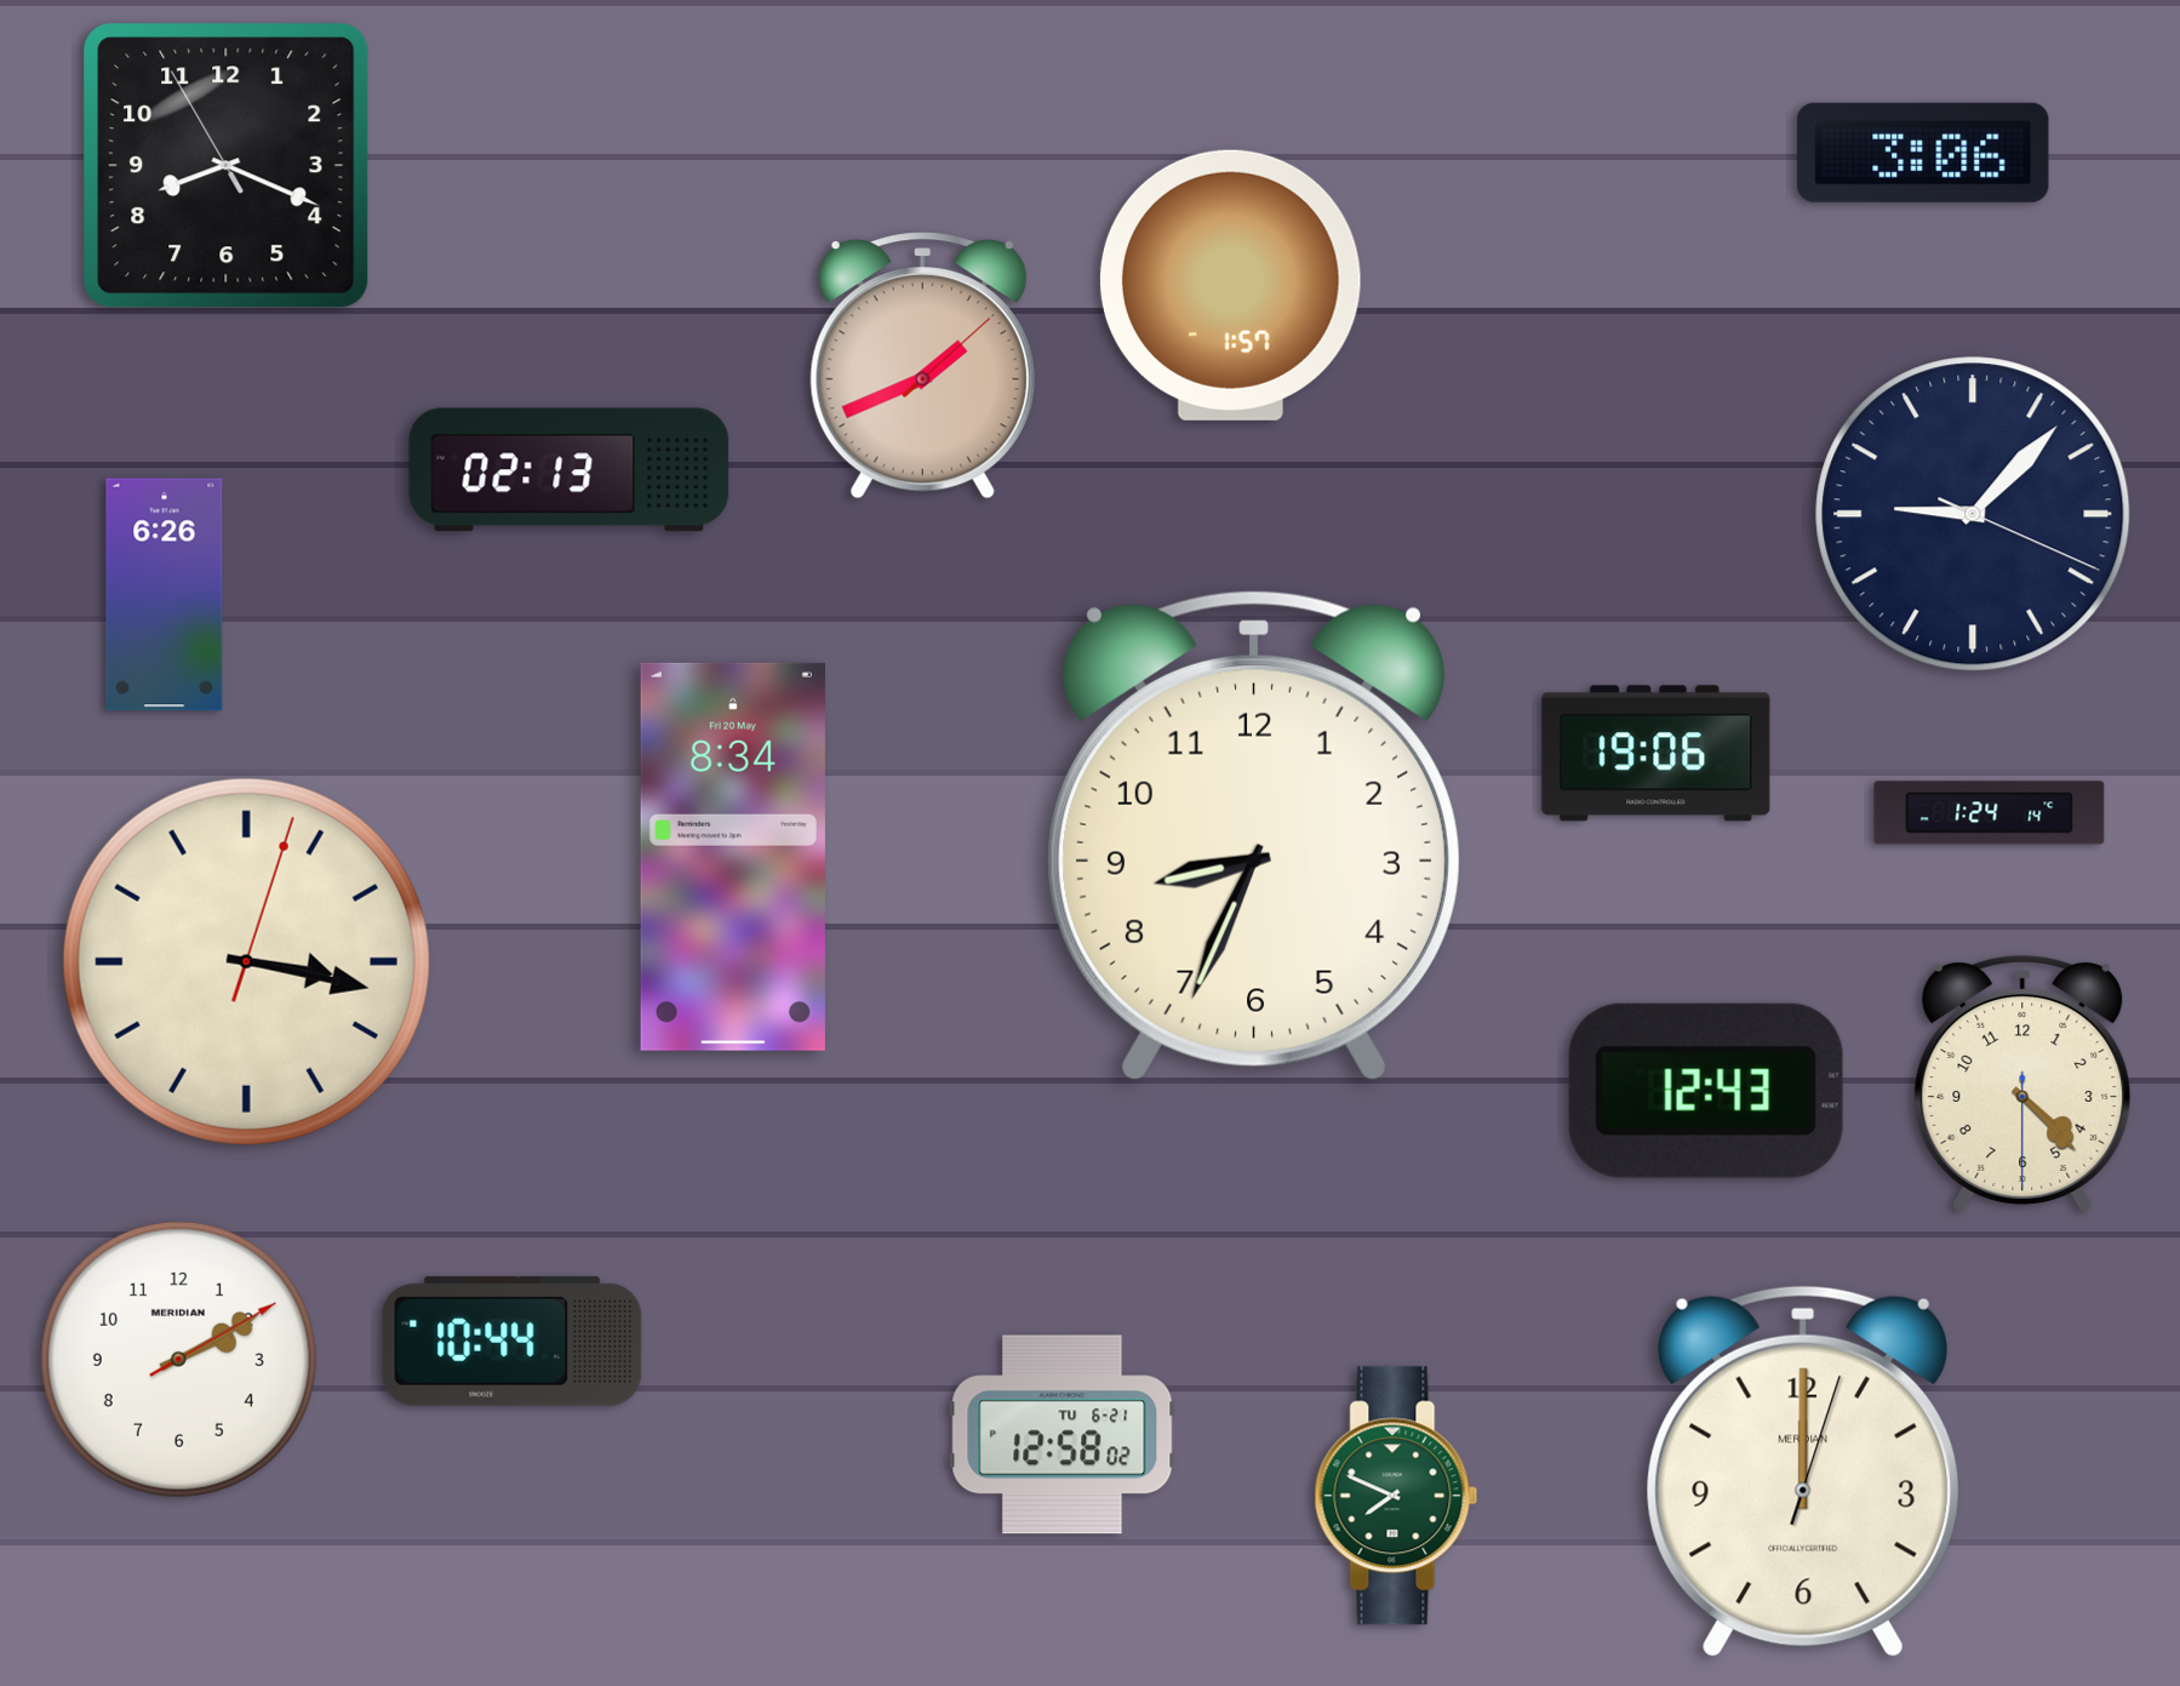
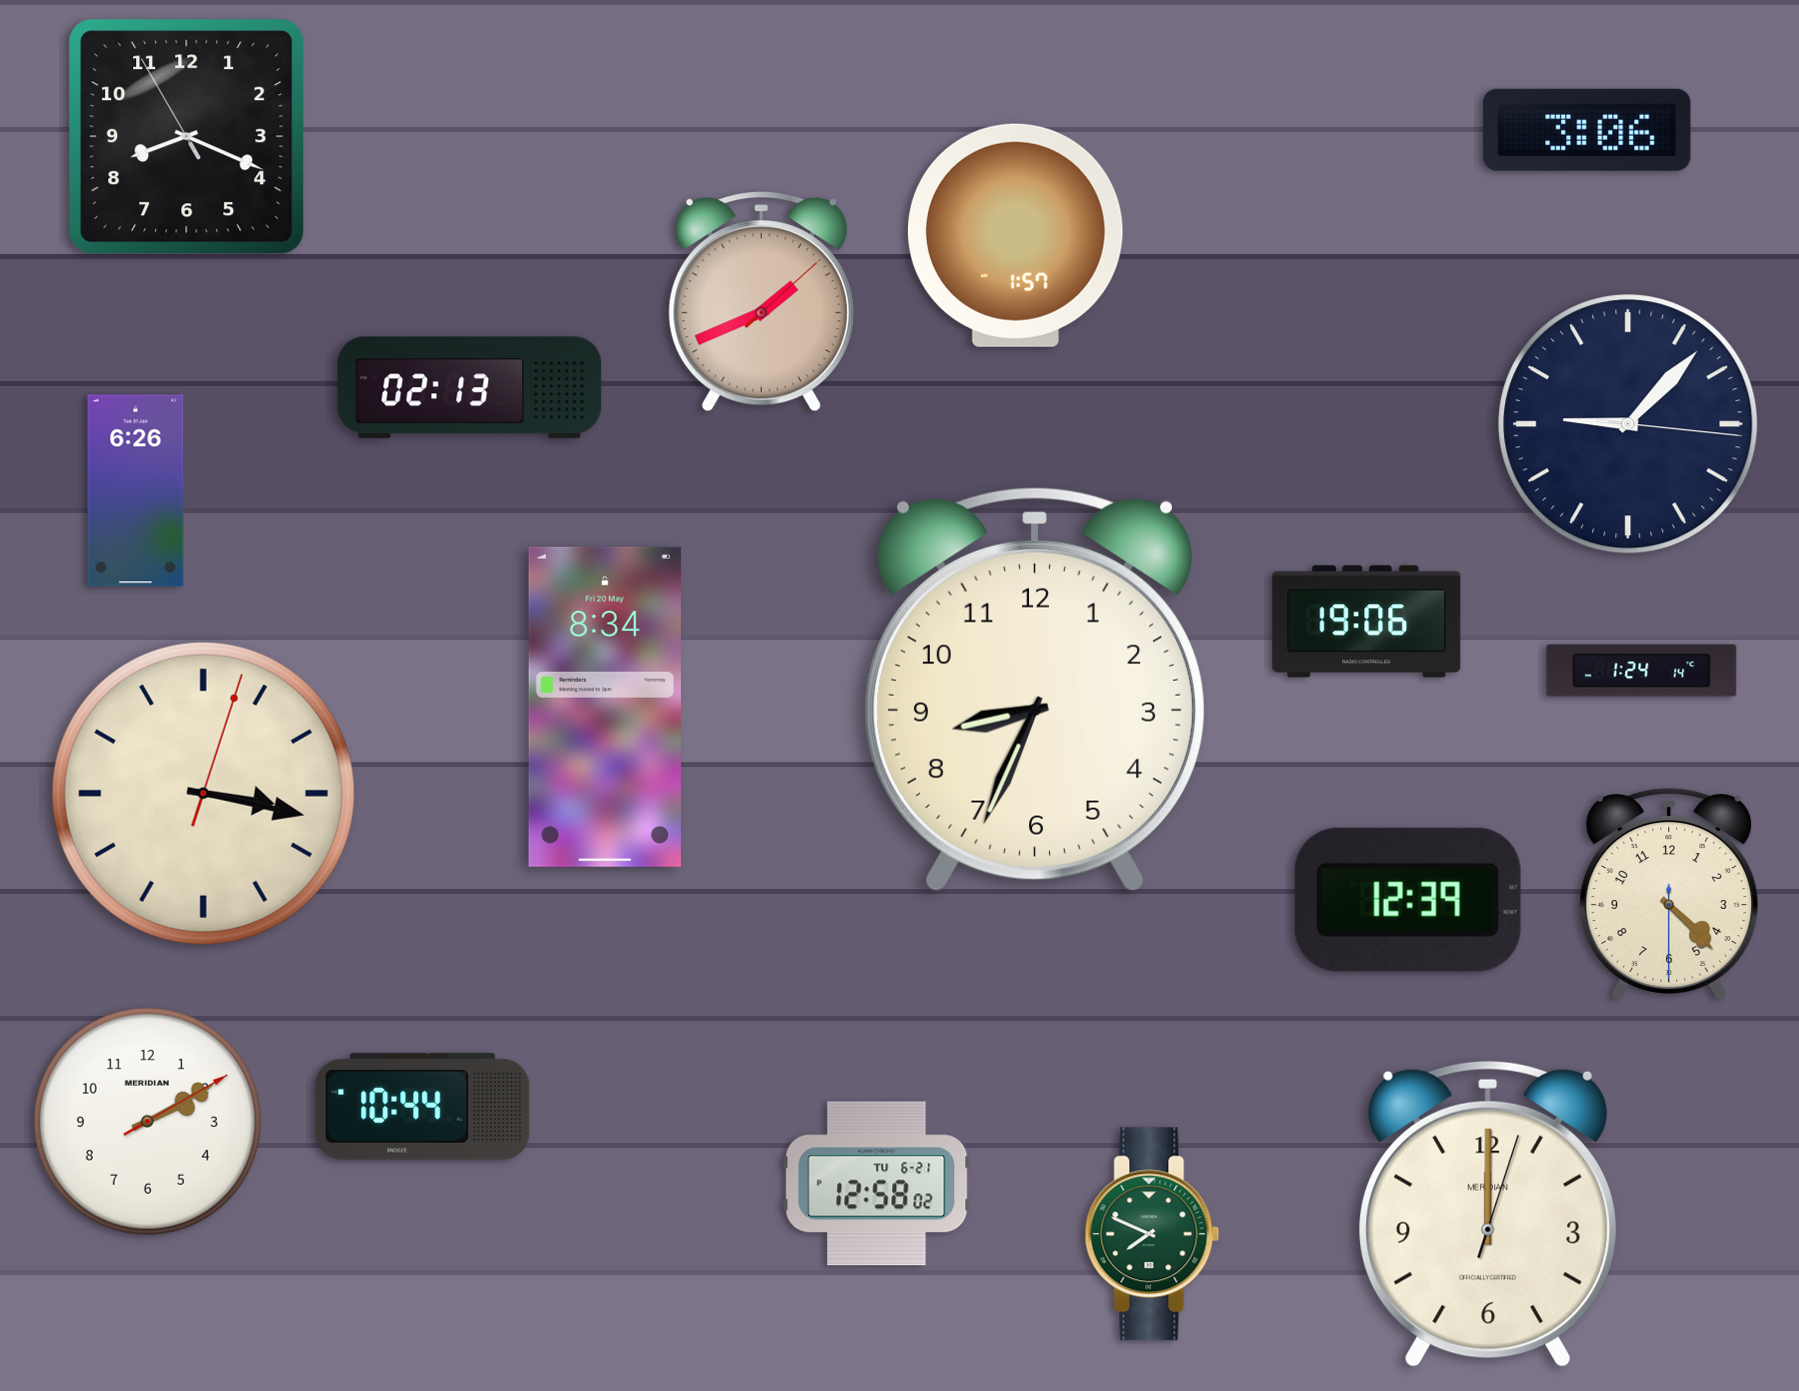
clock at (1924, 153) position: (1924, 153) -> (1588, 130)
clock at (1973, 514): 9:07:19 -> 9:07:16
clock at (1706, 1091): 12:43 -> 12:39
